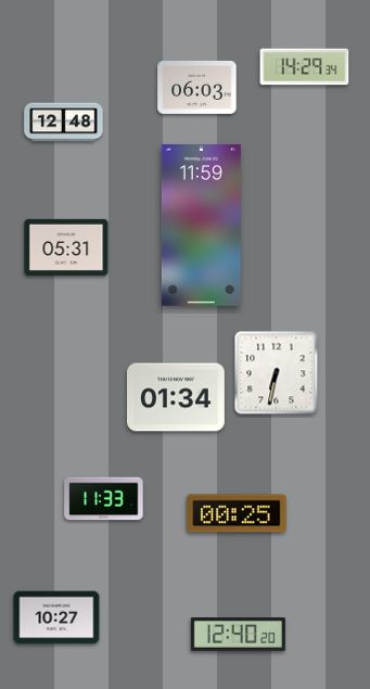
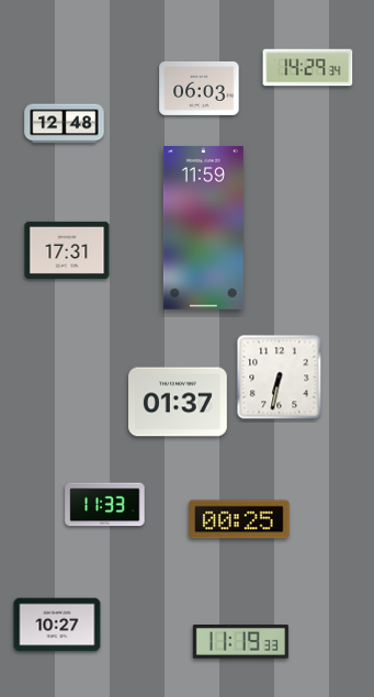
clock at (66, 247): 05:31 -> 17:31
clock at (177, 397): 01:34 -> 01:37
clock at (238, 635): 12:40 -> 11:19
